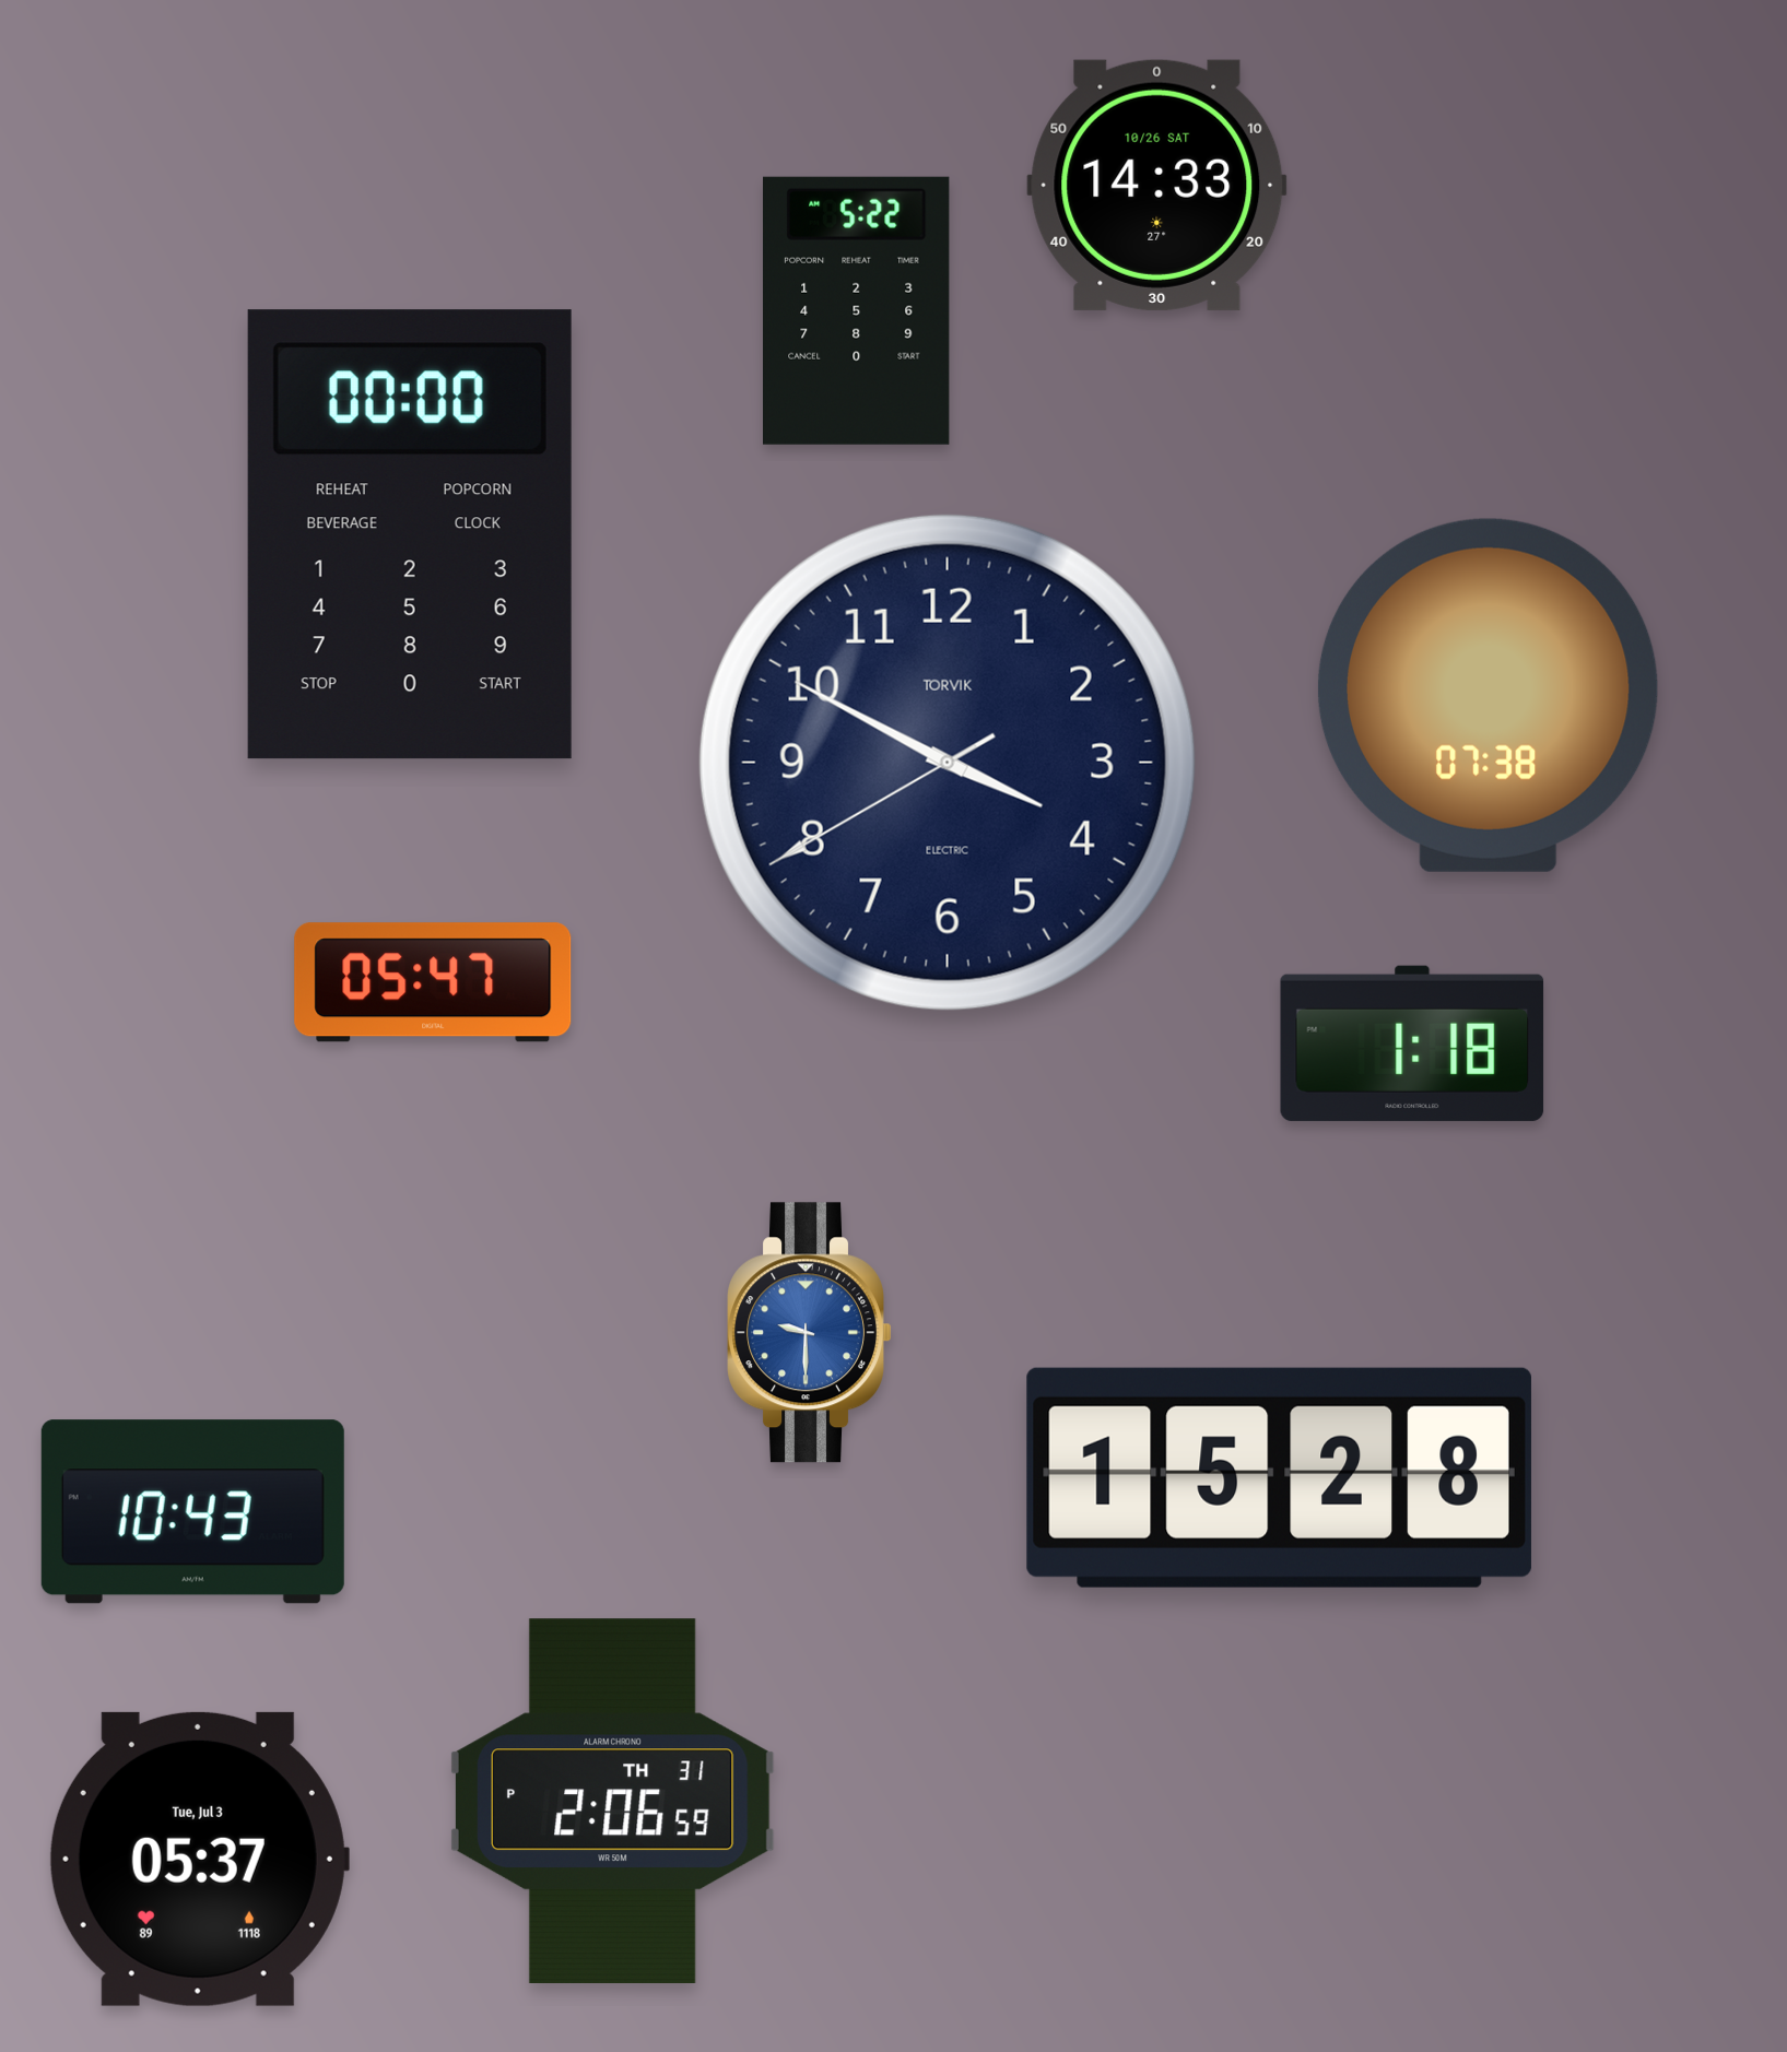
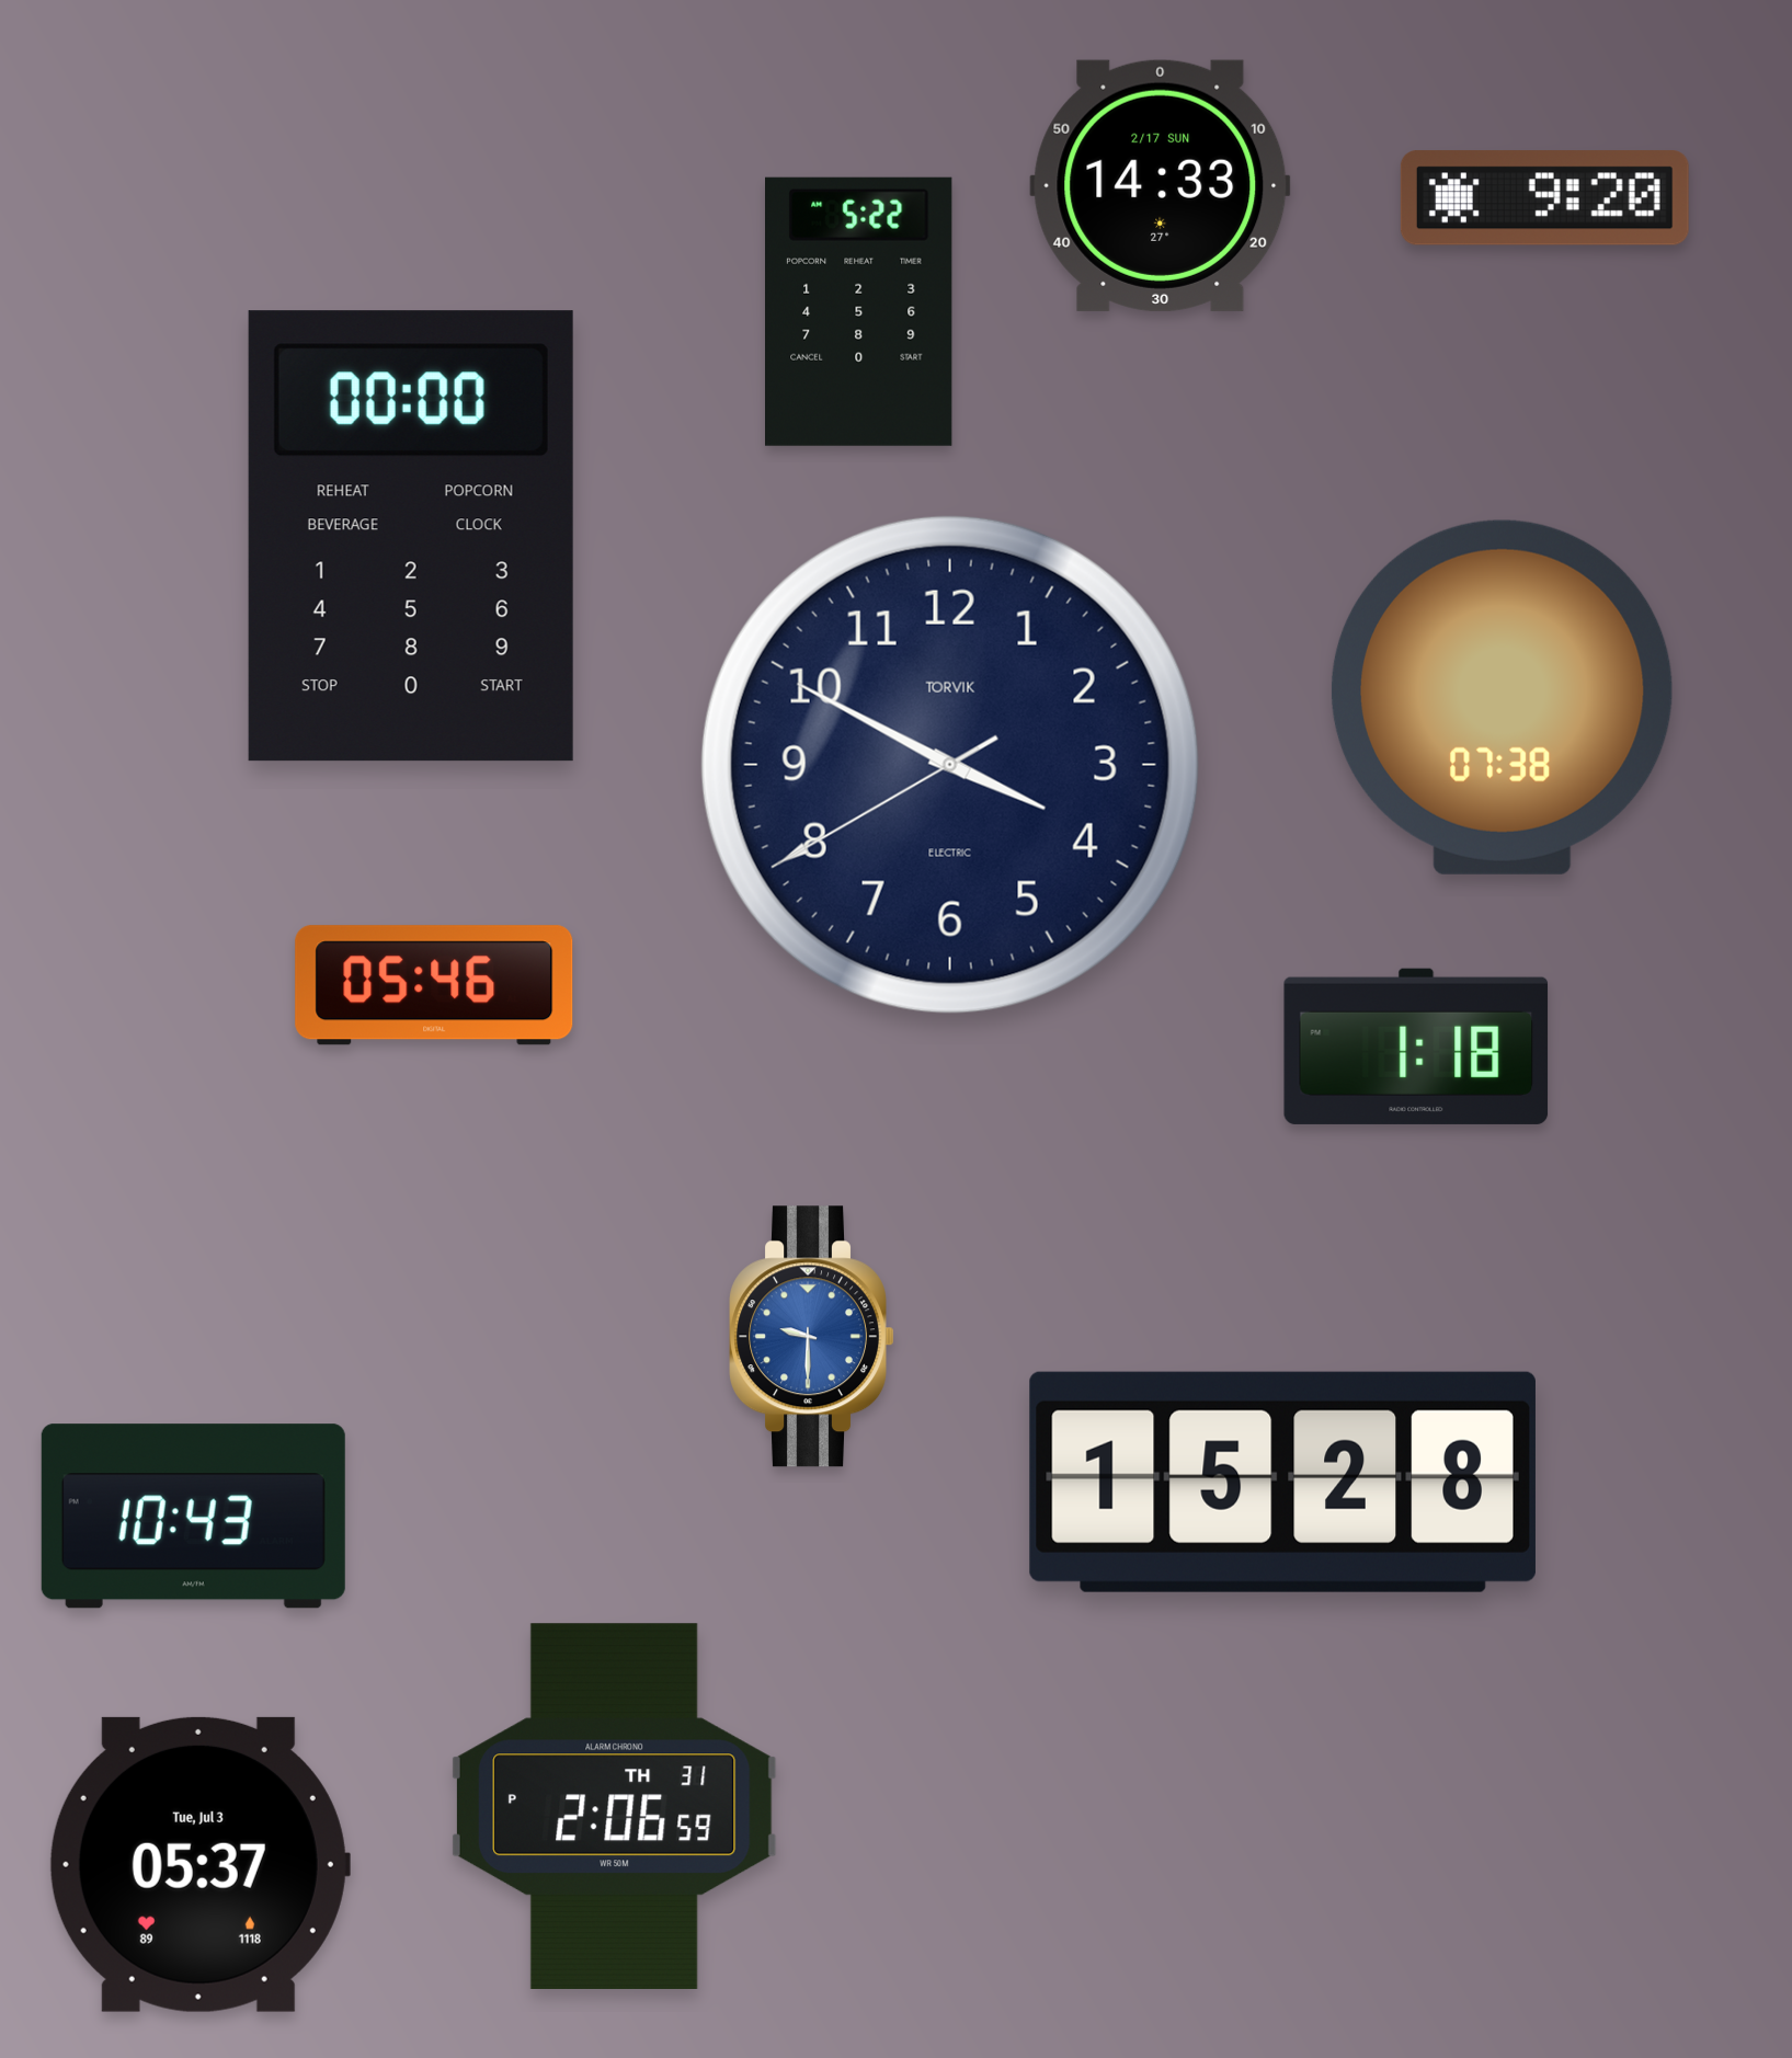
clock at (1157, 185) date: 10/26 SAT -> 2/17 SUN
clock at (1544, 198): none -> 9:20
clock at (1488, 695) position: (1488, 695) -> (1502, 697)
clock at (433, 982): 05:47 -> 05:46
